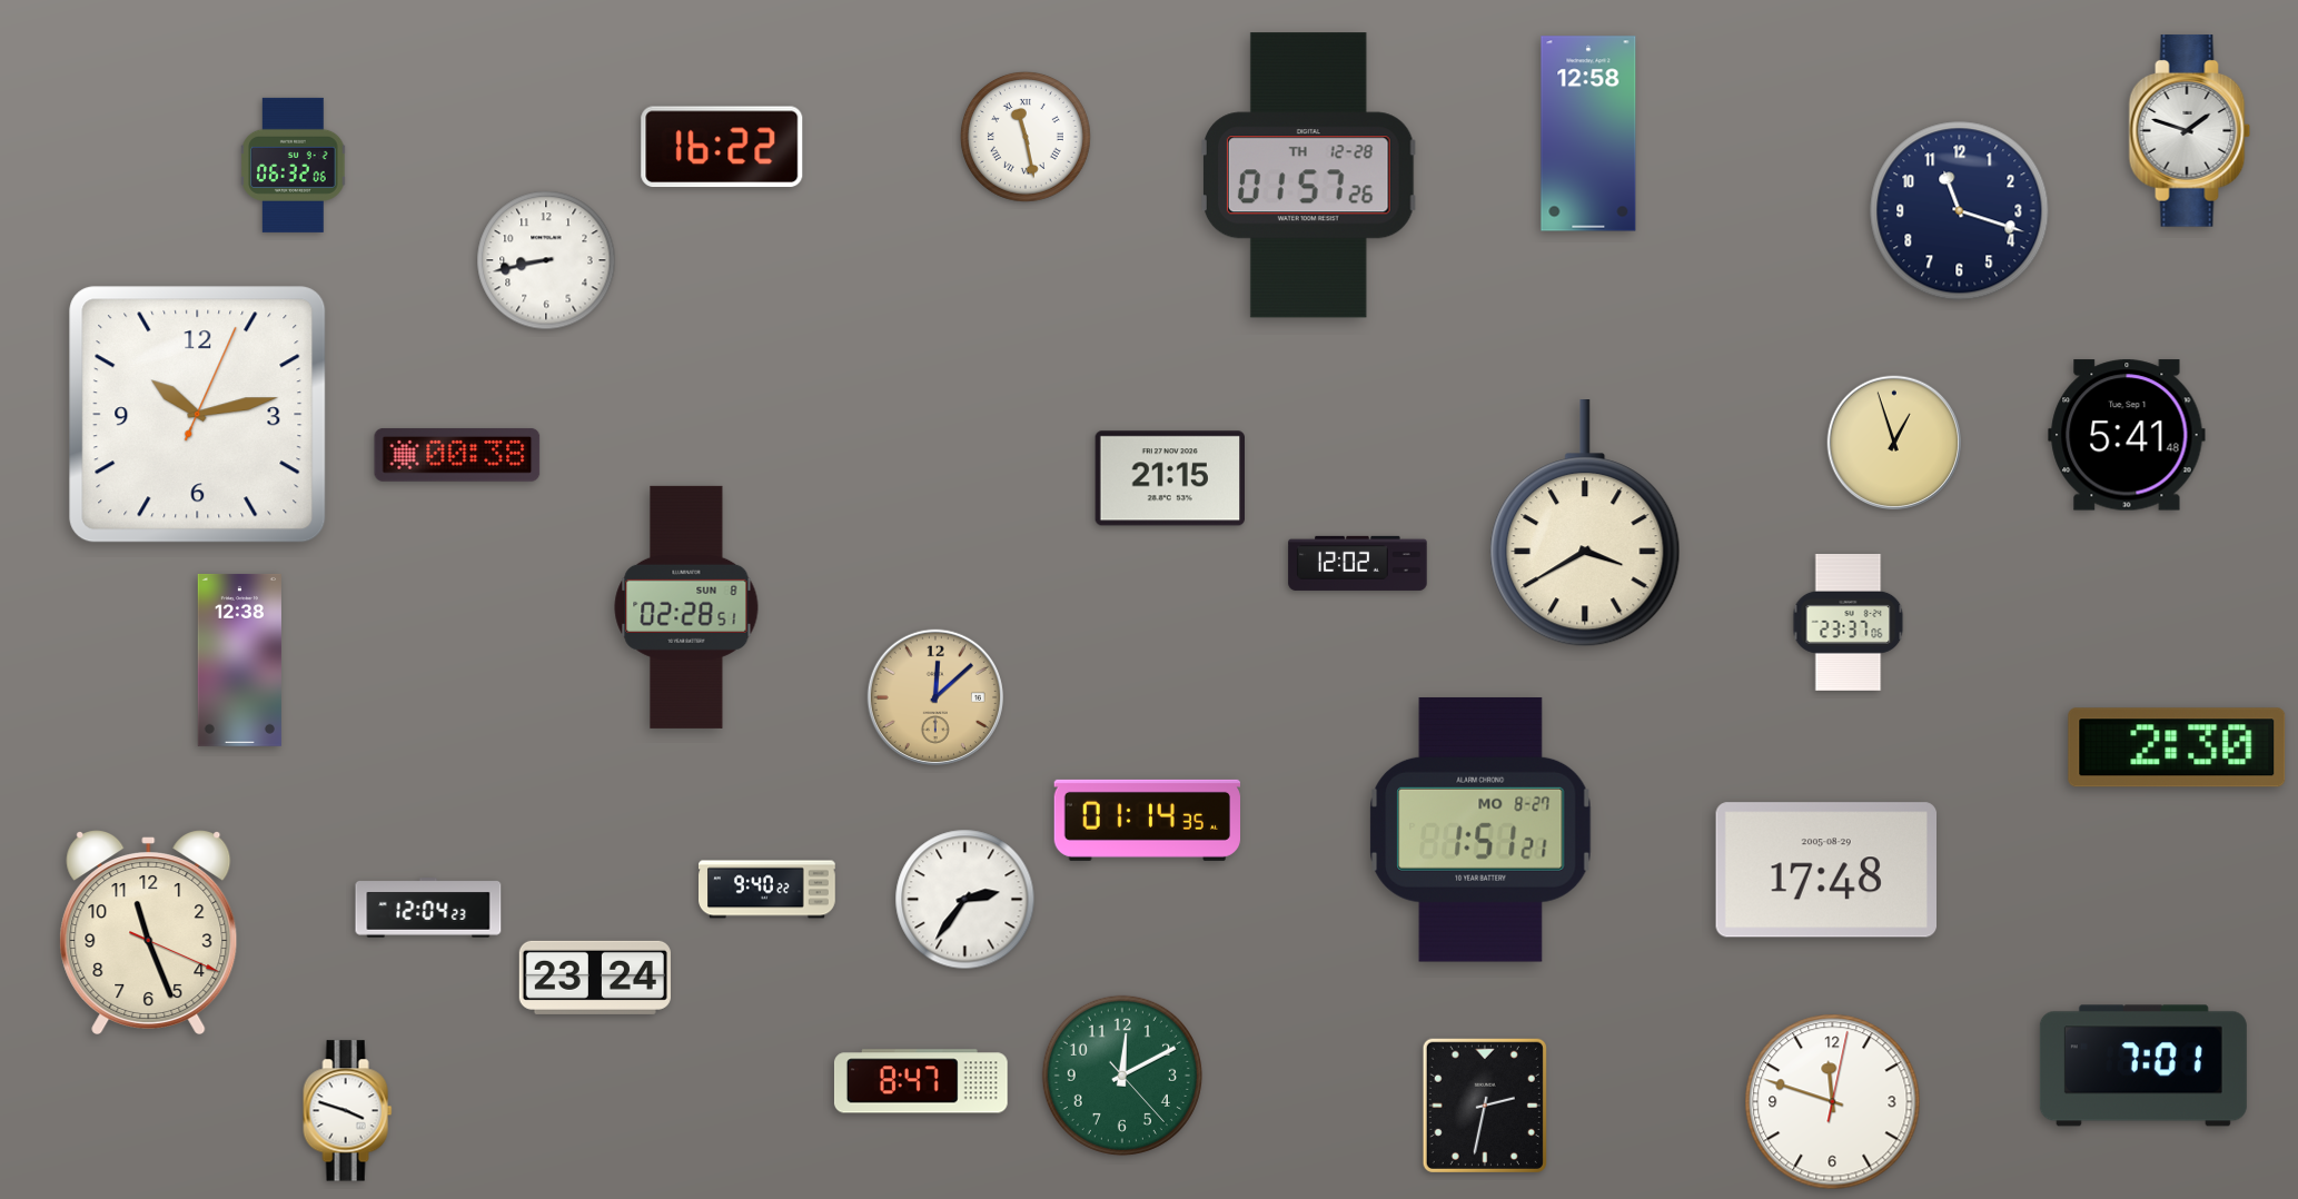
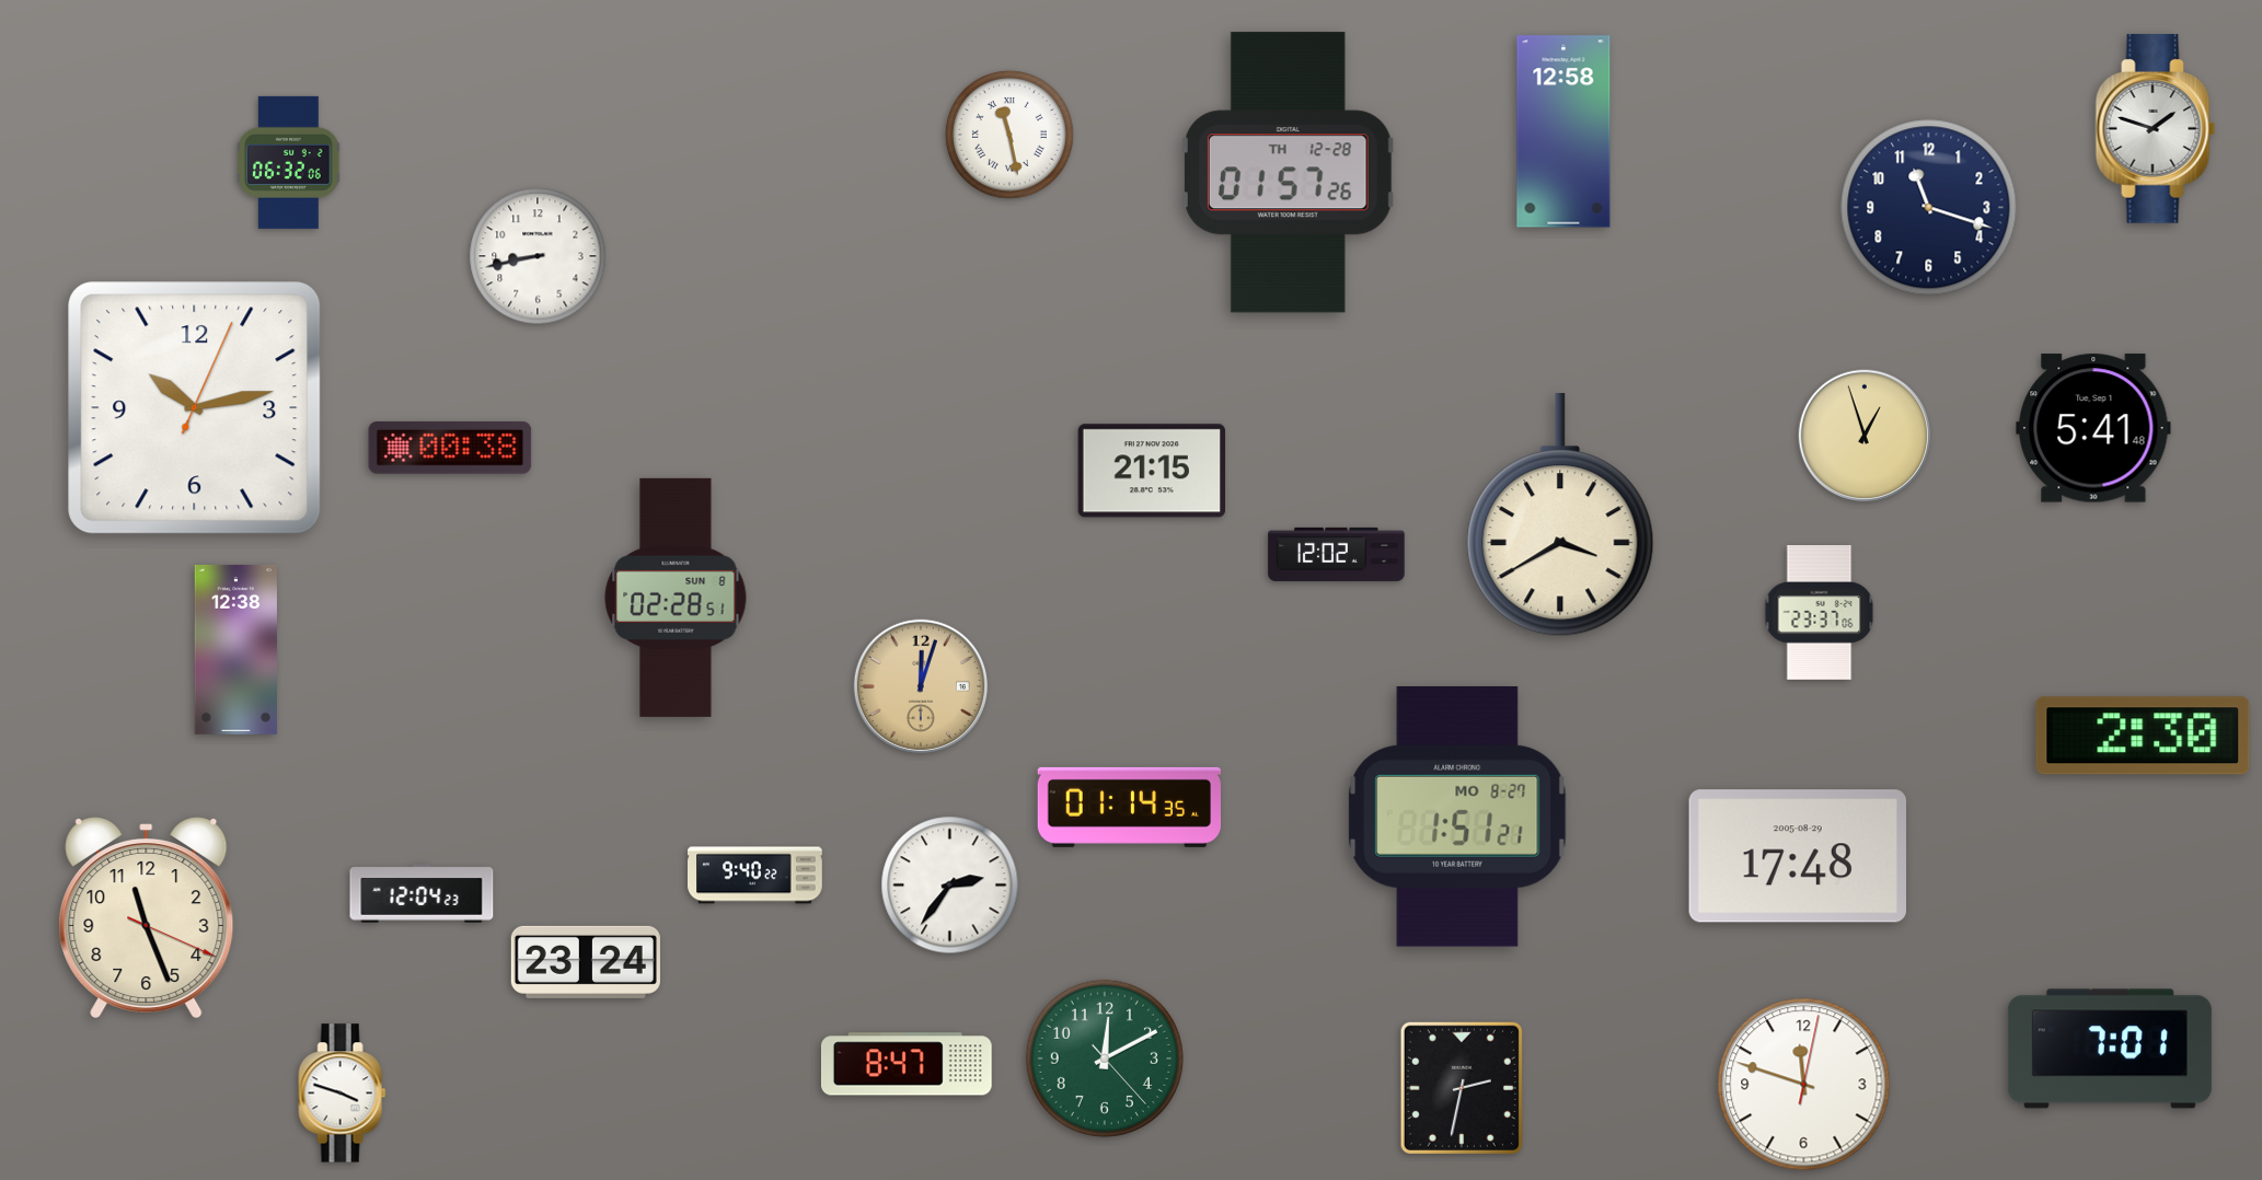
clock at (722, 147): 16:22 -> none
clock at (935, 697): 12:08 -> 12:03
